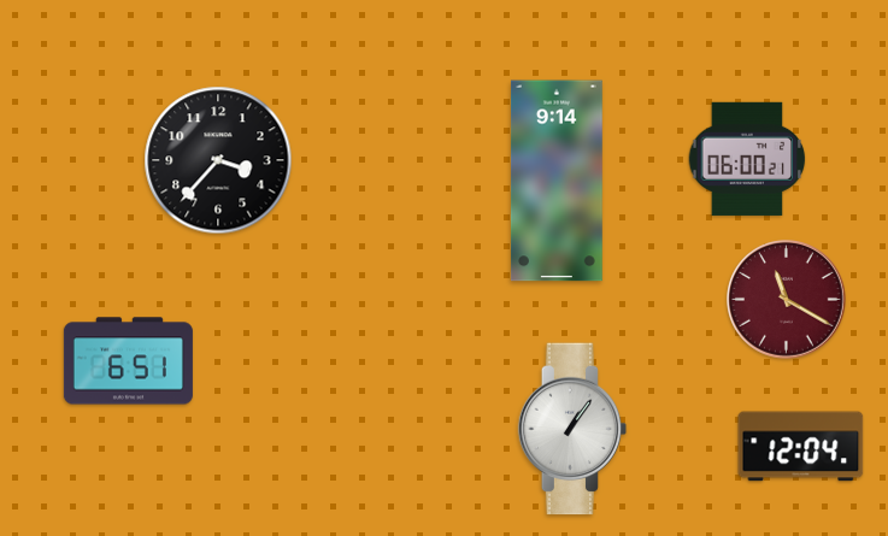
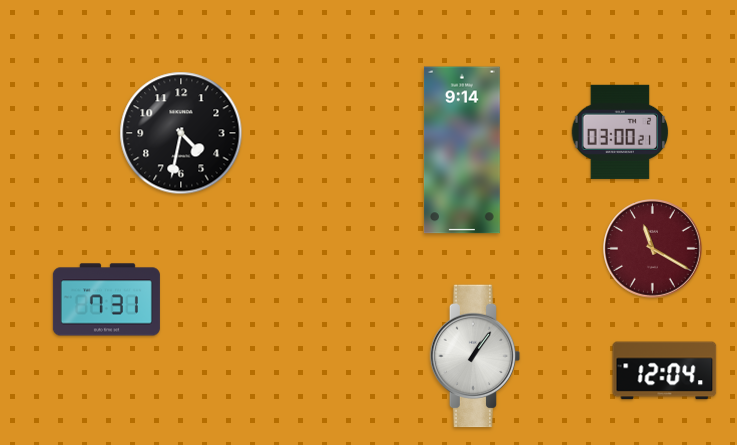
clock at (747, 159): 06:00 -> 03:00
clock at (218, 160): 3:37 -> 4:32
clock at (128, 361): 6:51 -> 7:31
